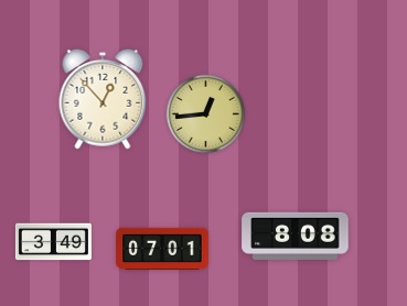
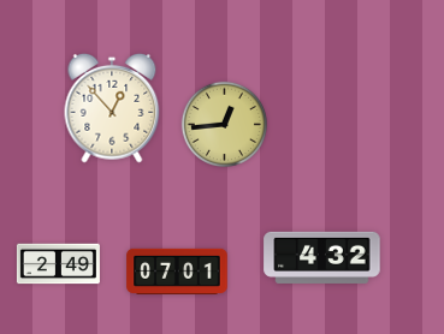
clock at (296, 236): 8:08 -> 4:32
clock at (53, 242): 3:49 -> 2:49
